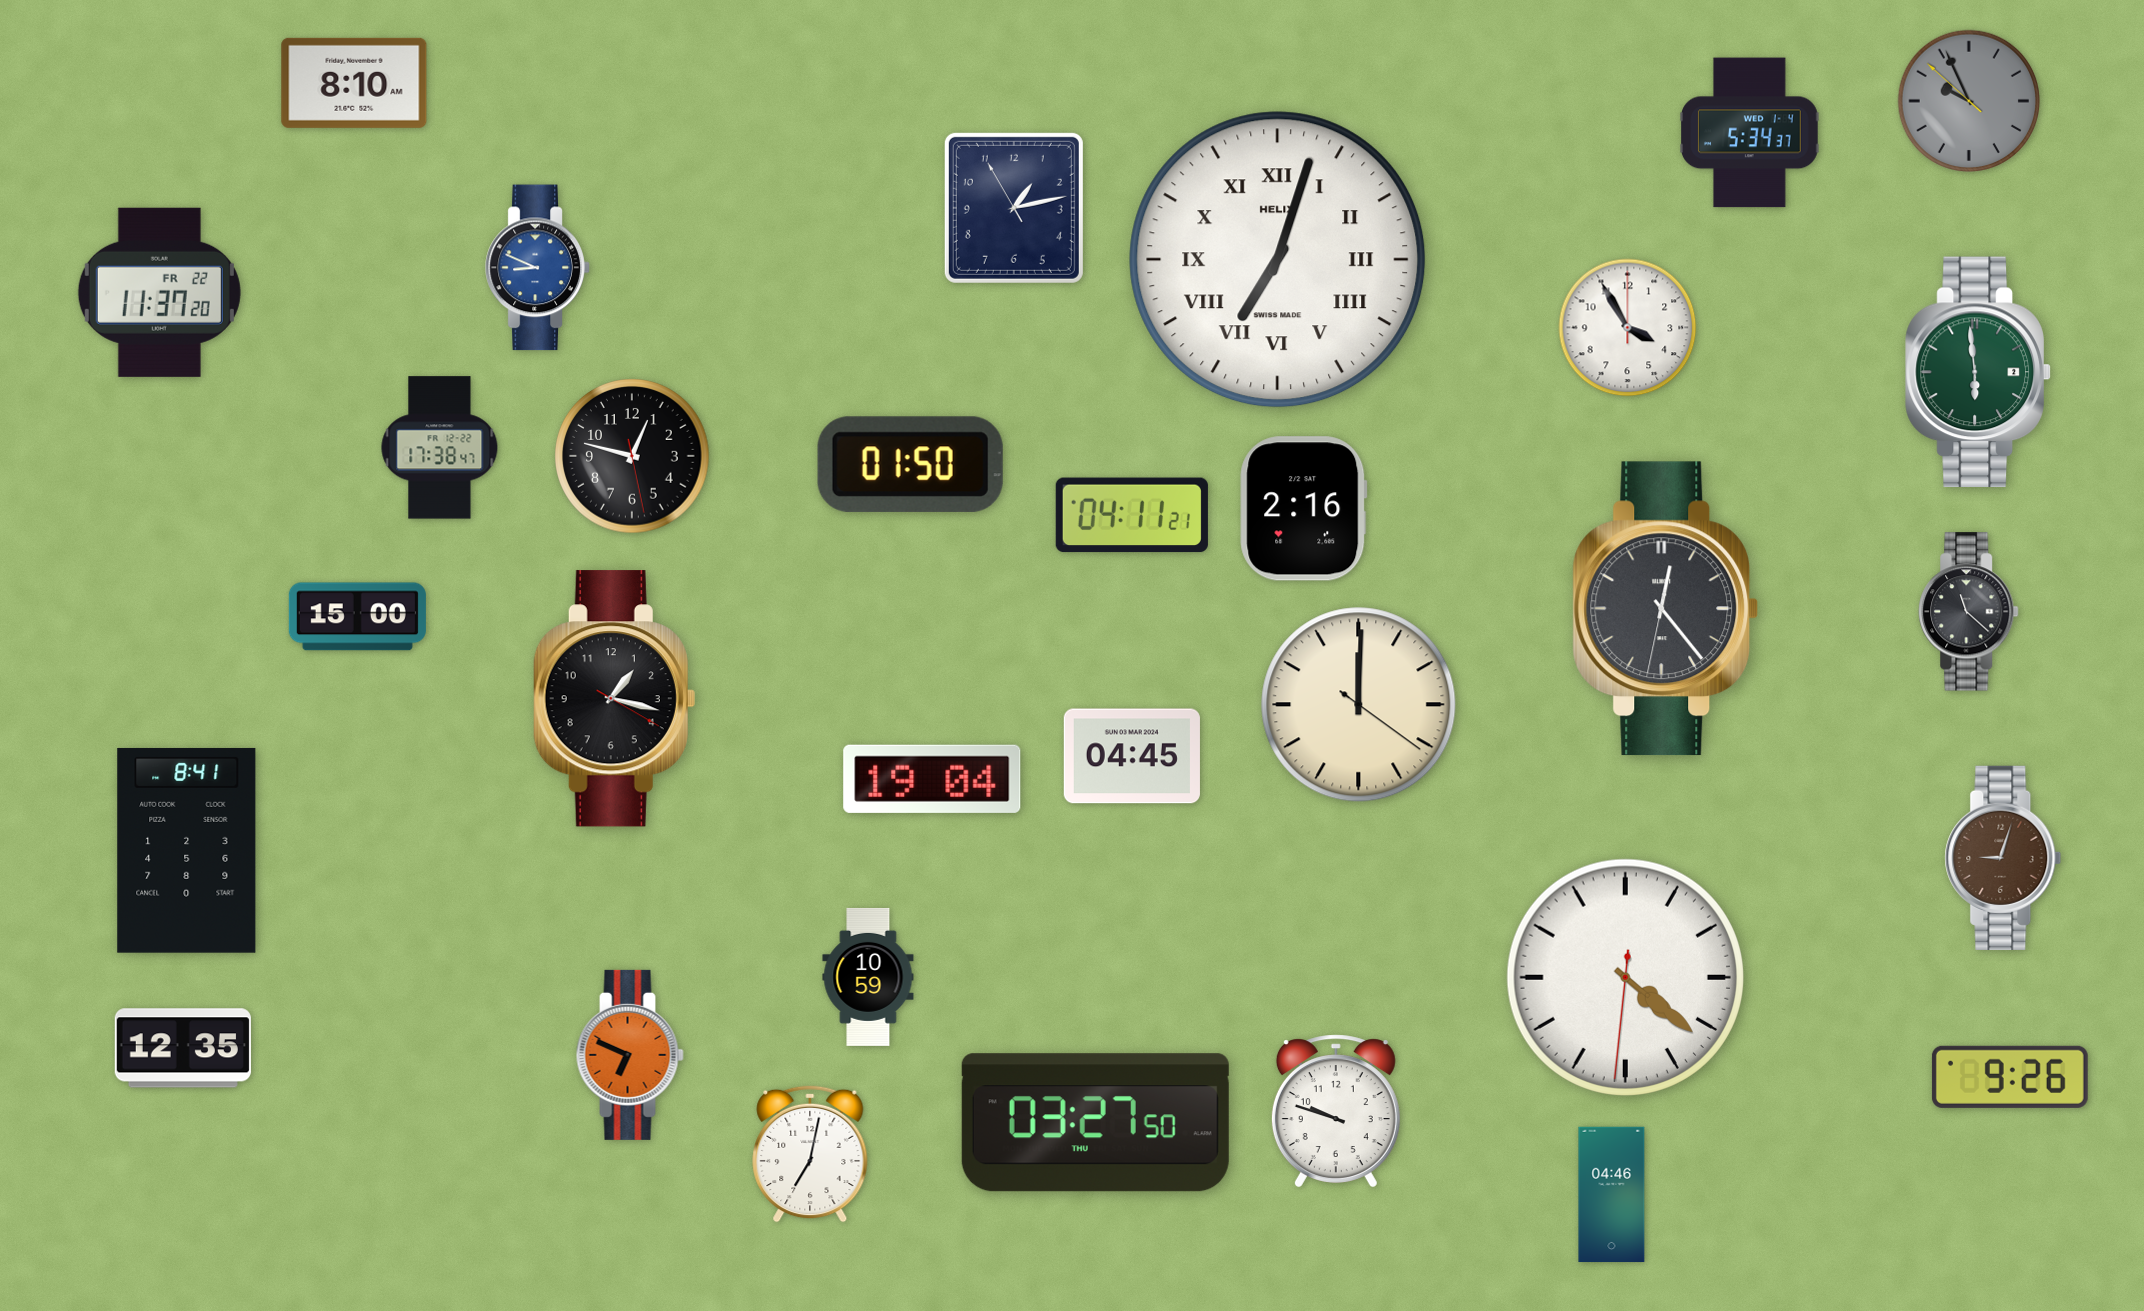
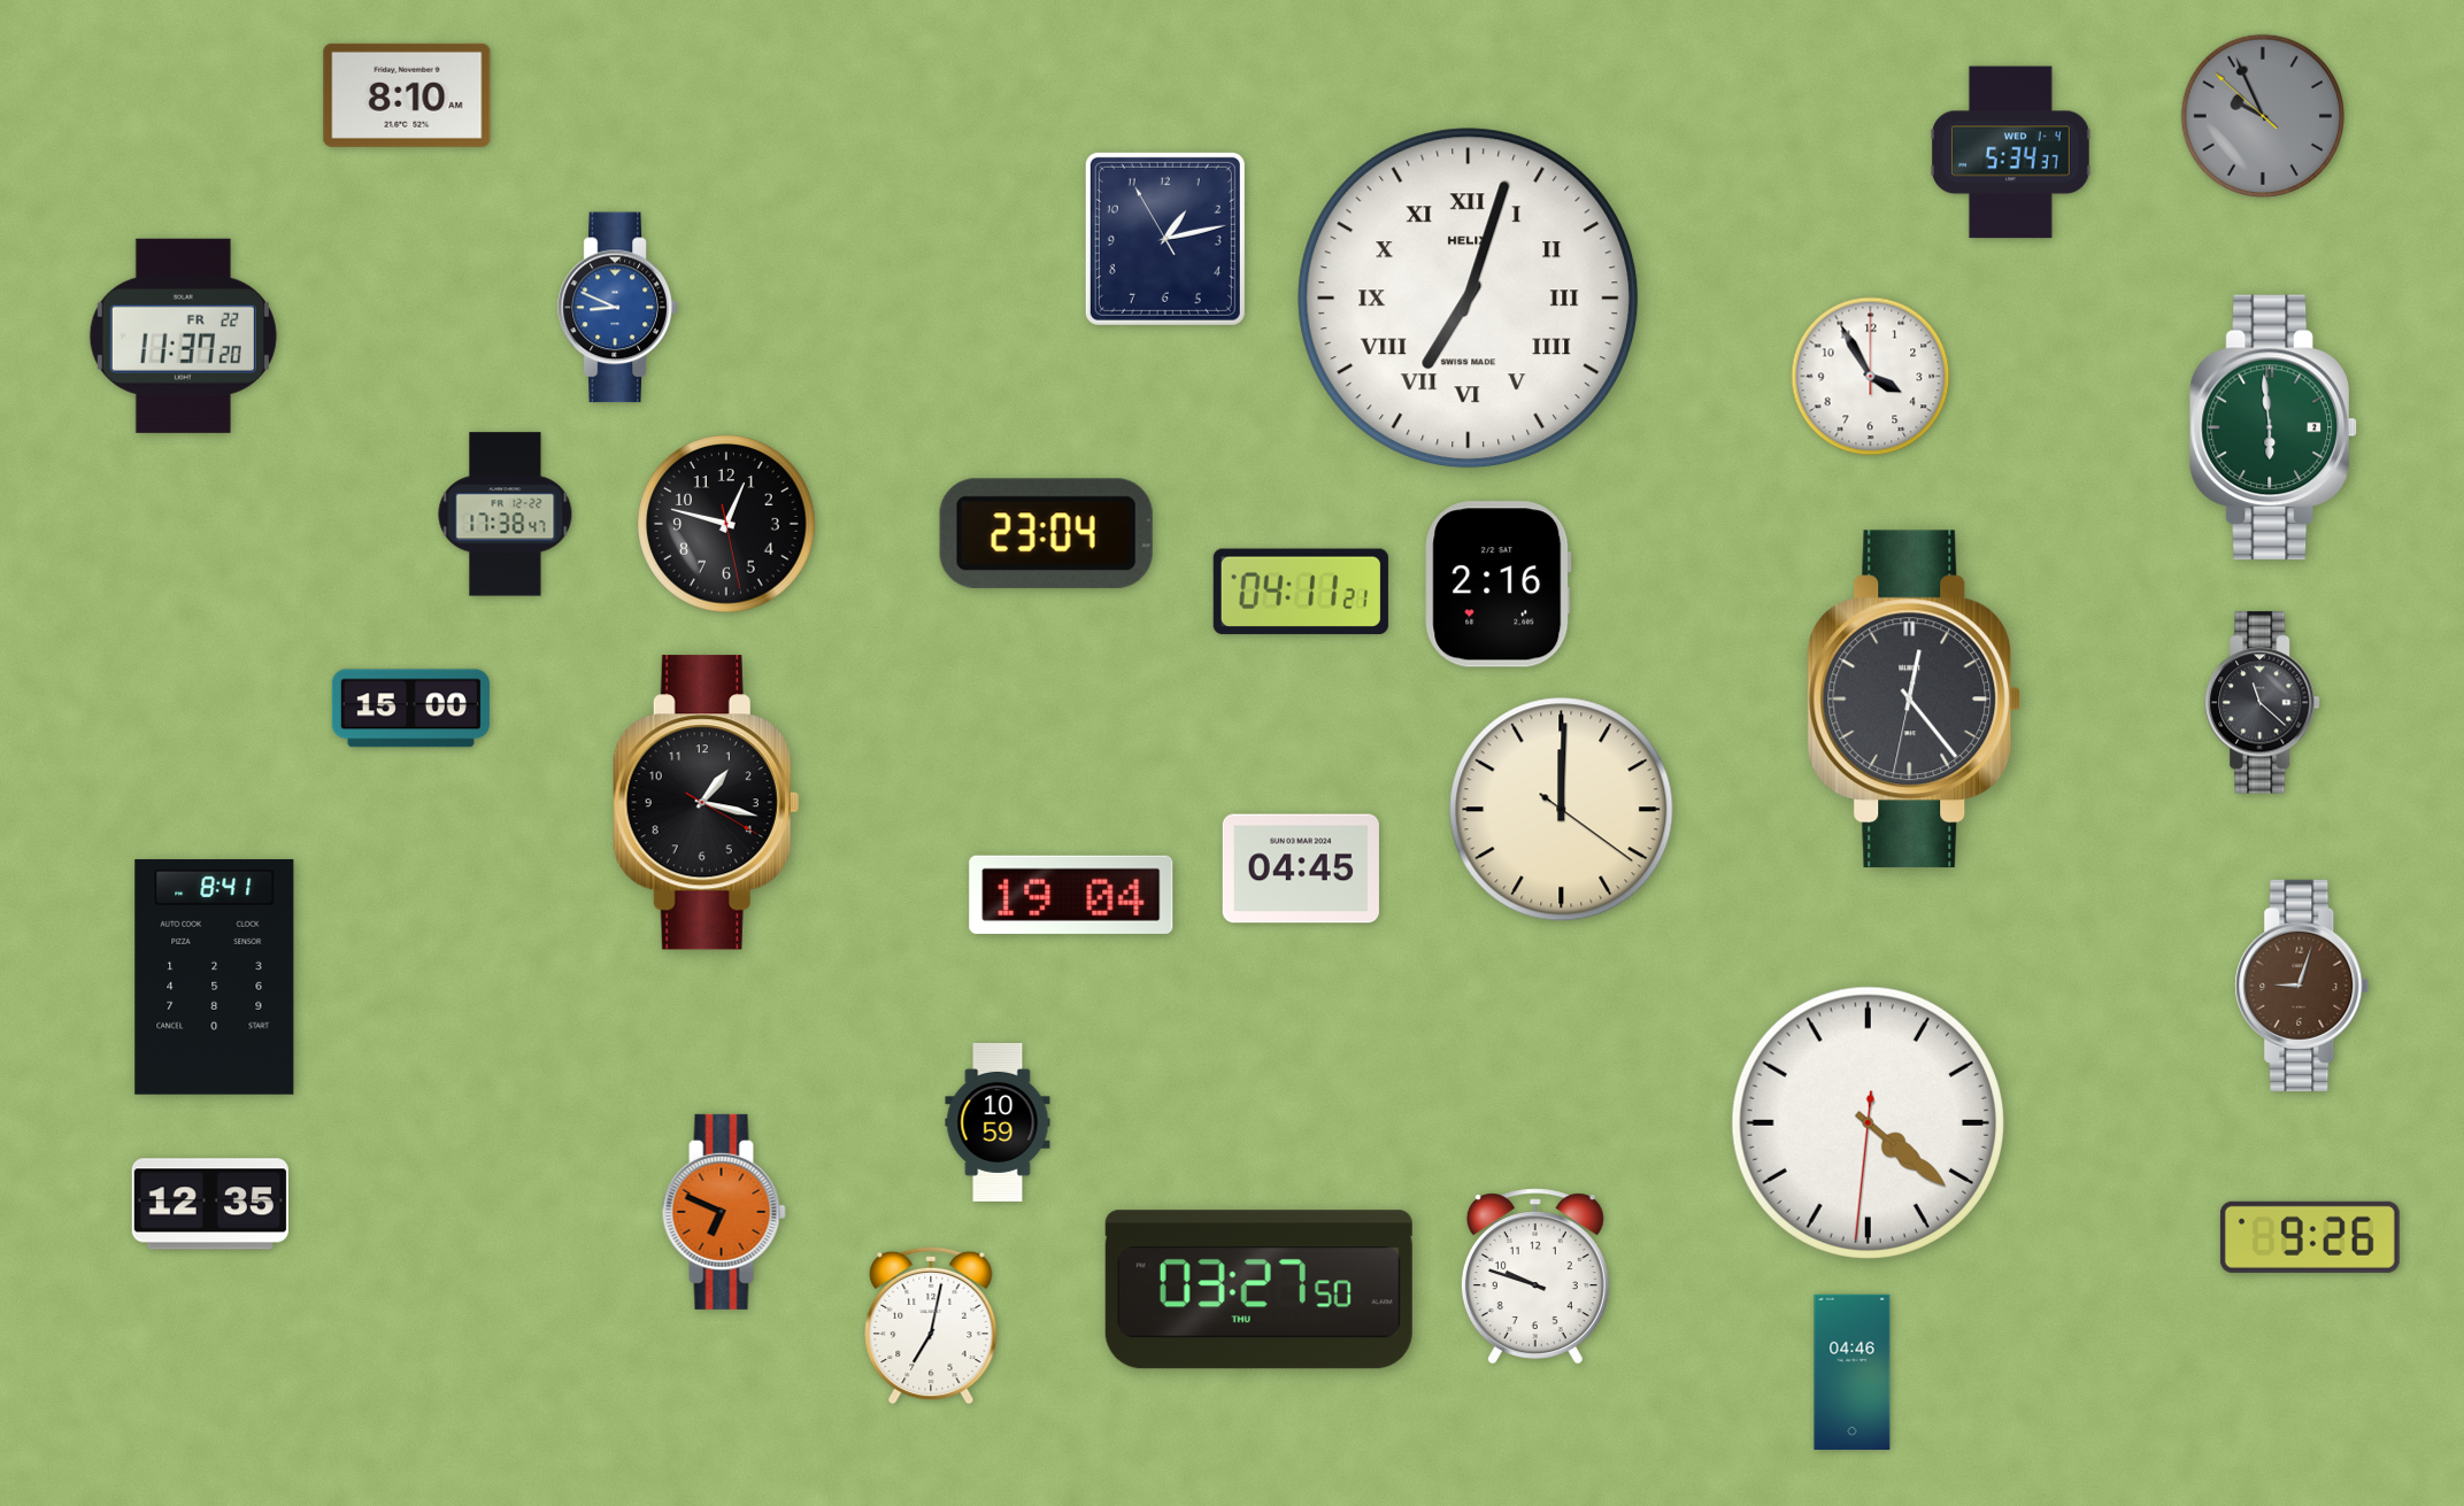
clock at (910, 464): 01:50 -> 23:04
